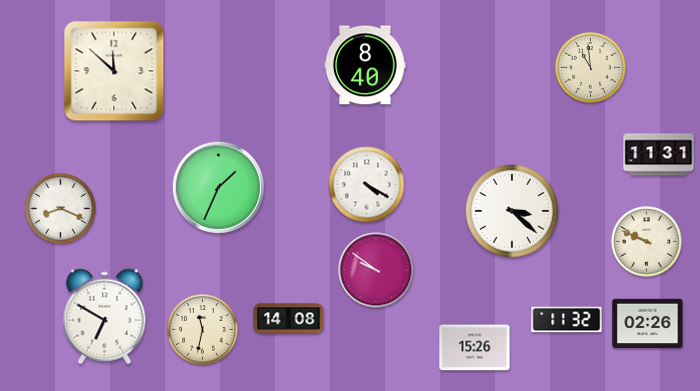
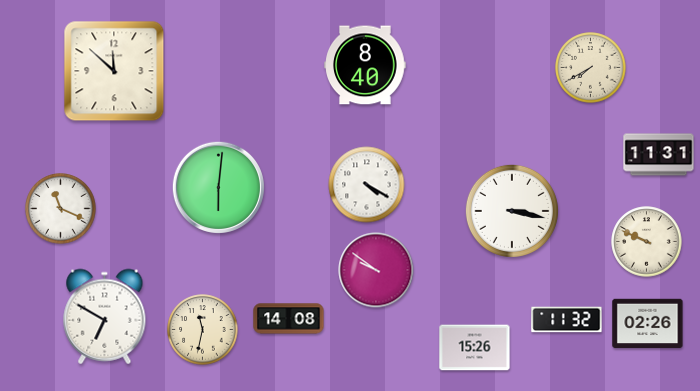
clock at (591, 68): 10:59 -> 7:40
clock at (218, 187): 1:34 -> 6:01
clock at (61, 209): 8:19 -> 11:19
clock at (512, 211): 3:22 -> 3:17
